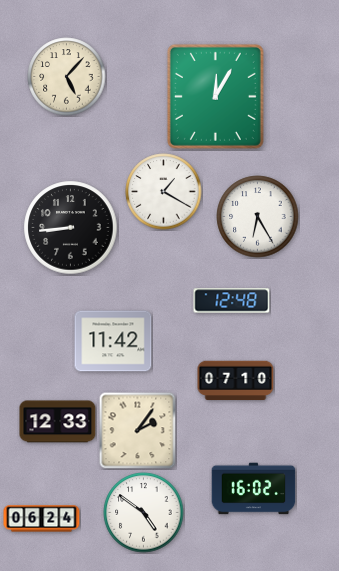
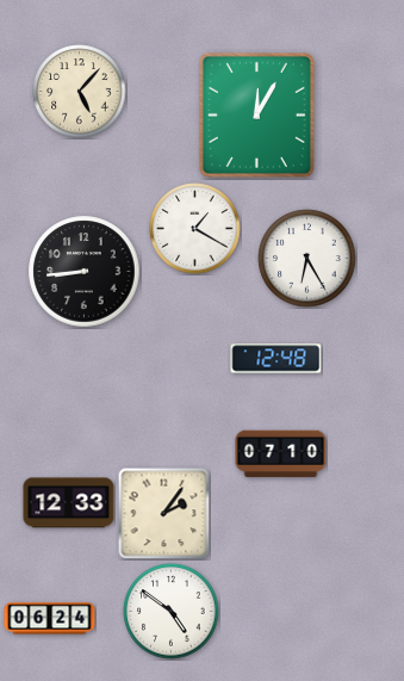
clock at (113, 341): 11:42 -> none
clock at (254, 489): 16:02 -> none
